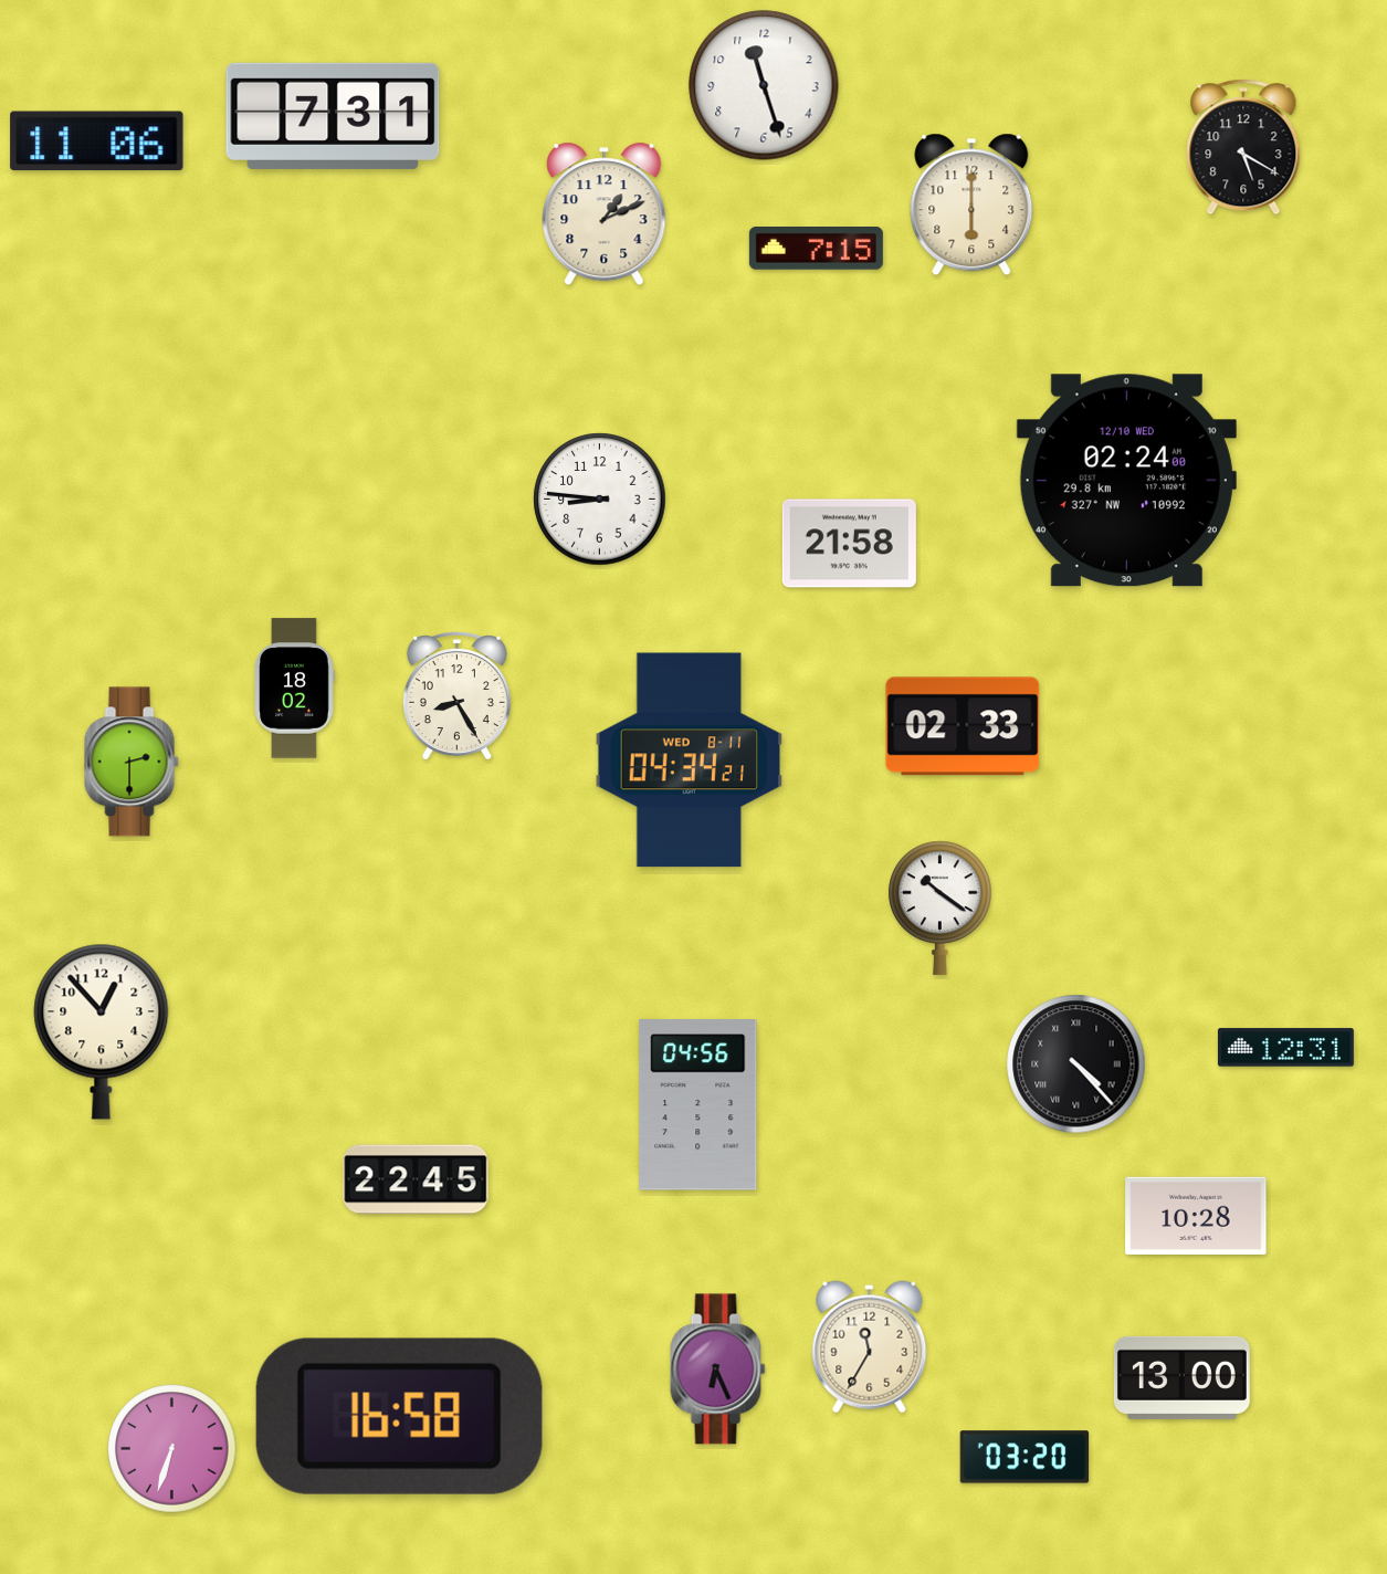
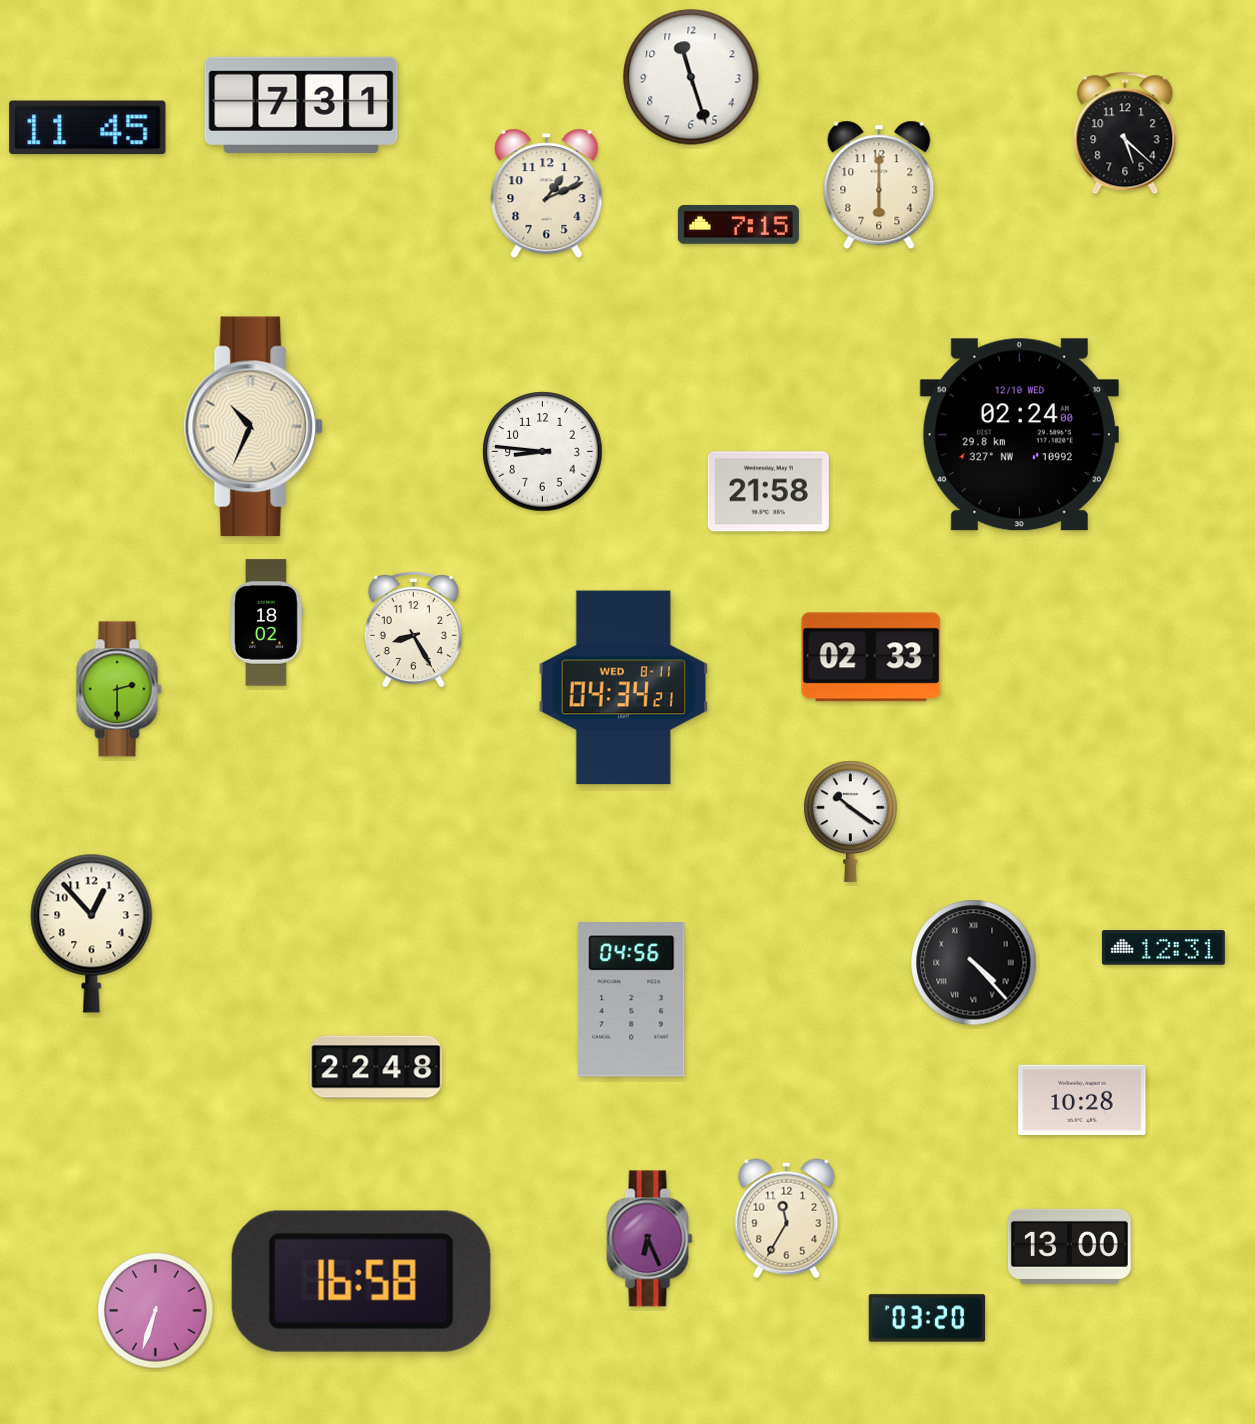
clock at (97, 141): 11:06 -> 11:45
clock at (1243, 147): 5:20 -> 5:22
clock at (254, 427): none -> 10:34
clock at (416, 1179): 22:45 -> 22:48
